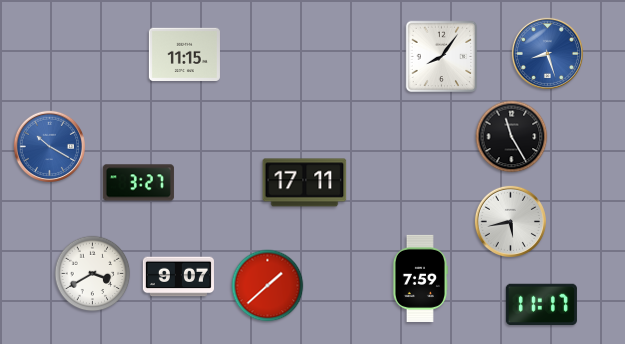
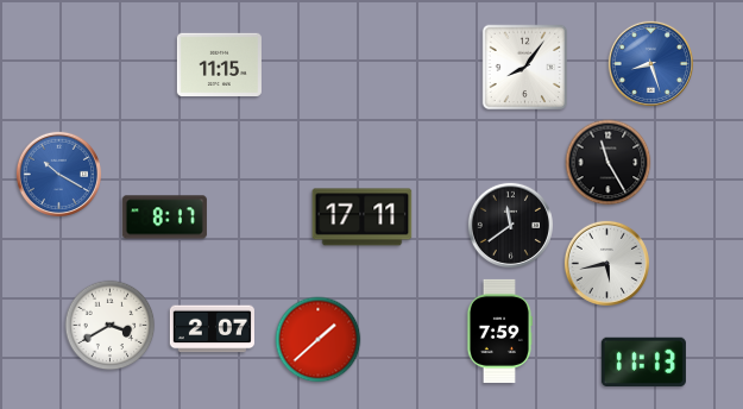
clock at (138, 183): 3:27 -> 8:17
clock at (510, 225): none -> 11:39
clock at (178, 277): 9:07 -> 2:07
clock at (541, 305): 11:17 -> 11:13
